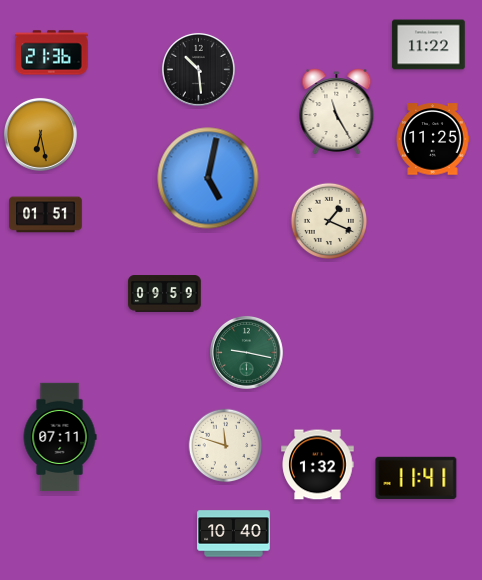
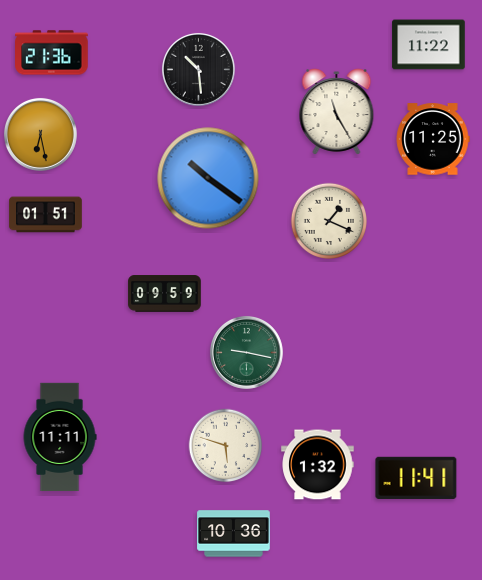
clock at (208, 178): 5:02 -> 10:21
clock at (60, 437): 07:11 -> 11:11
clock at (226, 446): 11:48 -> 5:48
clock at (234, 534): 10:40 -> 10:36
